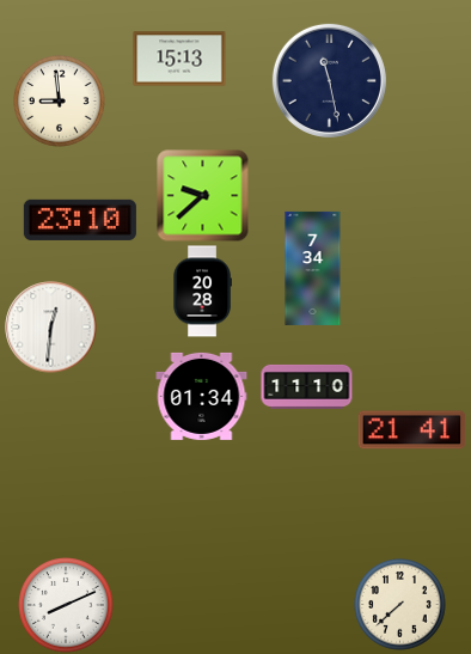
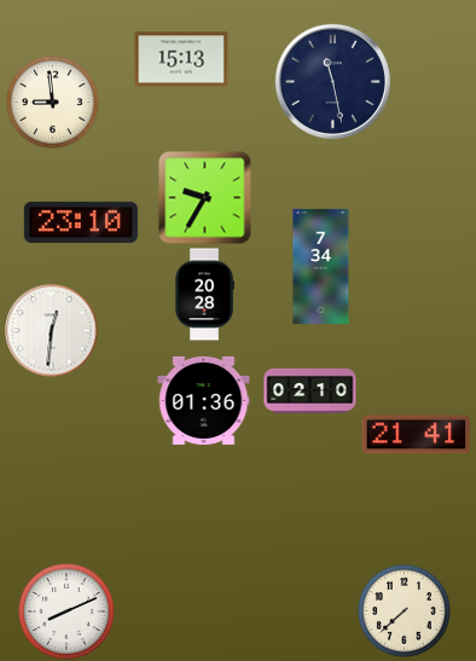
clock at (60, 102) position: (60, 102) -> (53, 103)
clock at (203, 196): 9:38 -> 9:35
clock at (313, 268) position: (313, 268) -> (321, 266)
clock at (307, 386): 11:10 -> 02:10
clock at (202, 396): 01:34 -> 01:36
